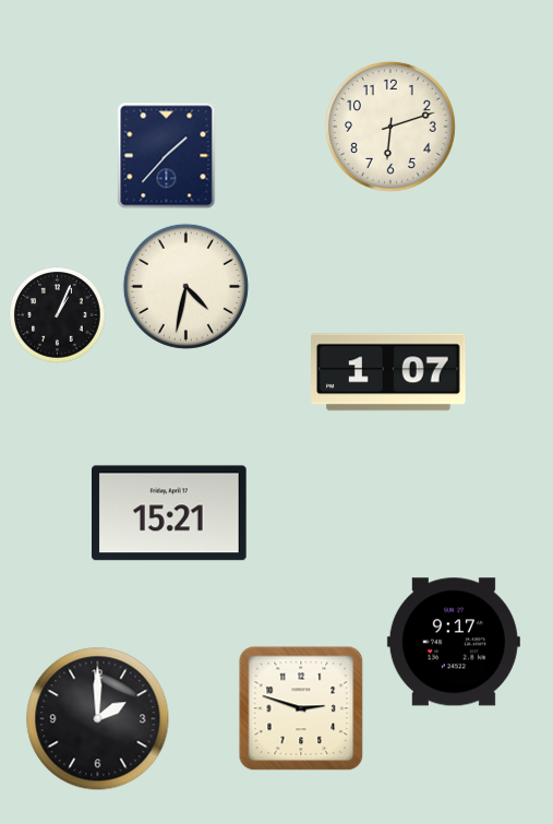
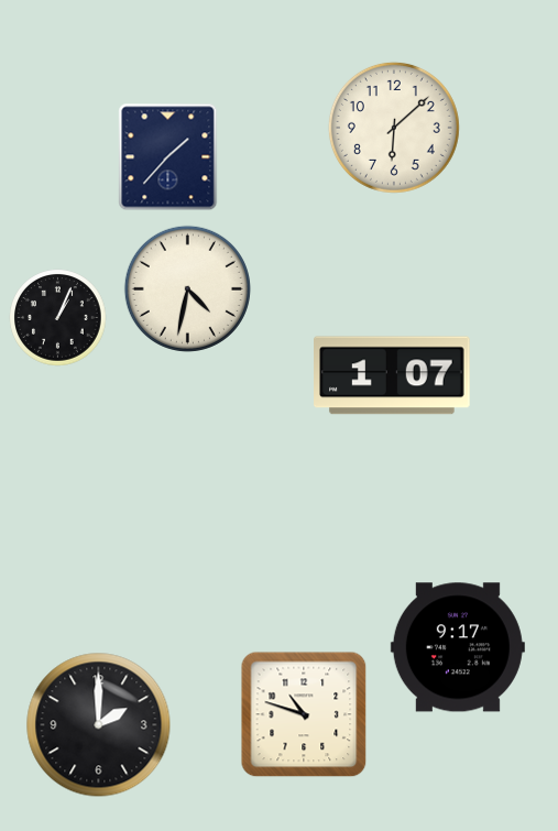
clock at (390, 127): 6:12 -> 6:08
clock at (169, 513): 15:21 -> none
clock at (301, 708): 2:48 -> 10:48
